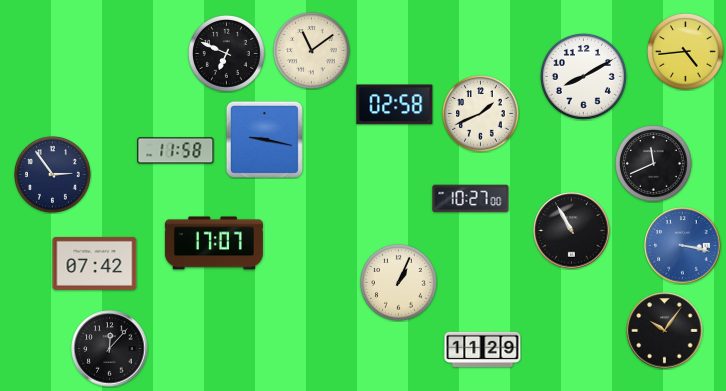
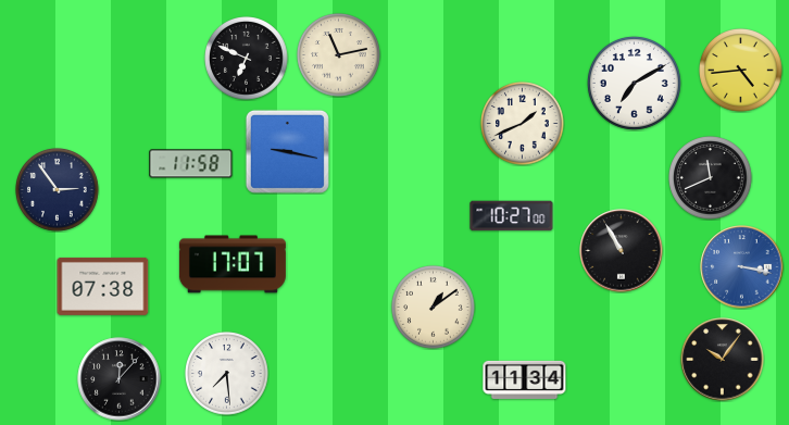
clock at (312, 51): 11:09 -> 11:13
clock at (686, 52) position: (686, 52) -> (741, 71)
clock at (583, 76): 8:10 -> 7:10
clock at (395, 105): 02:58 -> none
clock at (95, 263): 07:42 -> 07:38
clock at (399, 283): 1:04 -> 1:09
clock at (227, 374): none -> 7:29
clock at (483, 349): 11:29 -> 11:34
